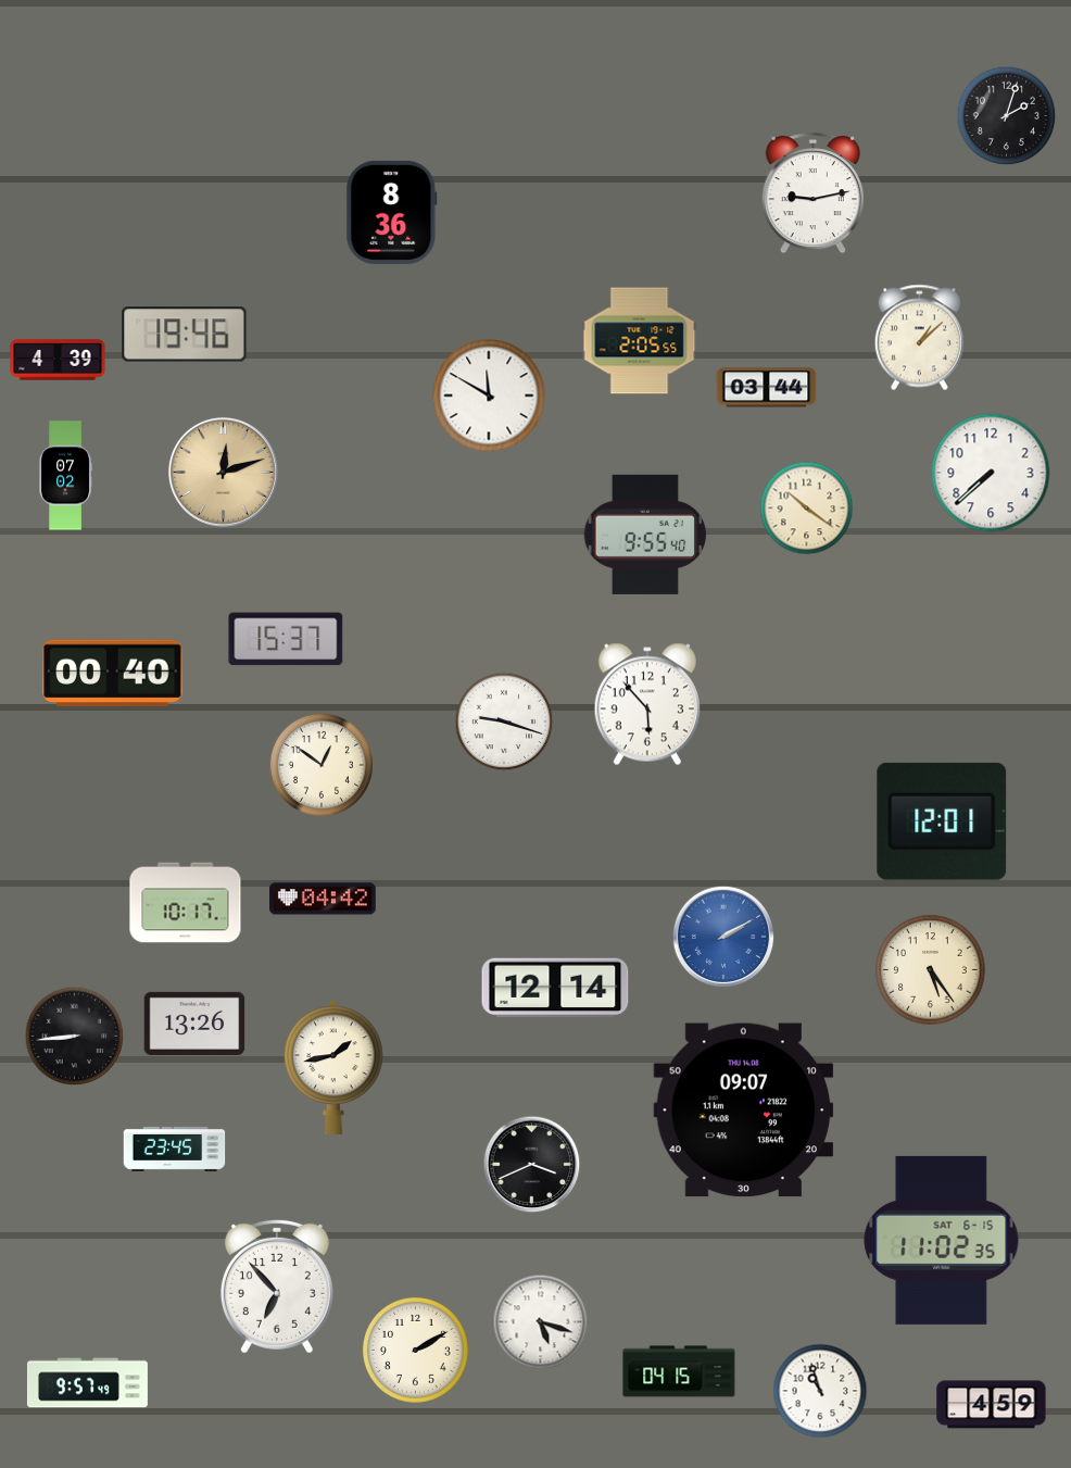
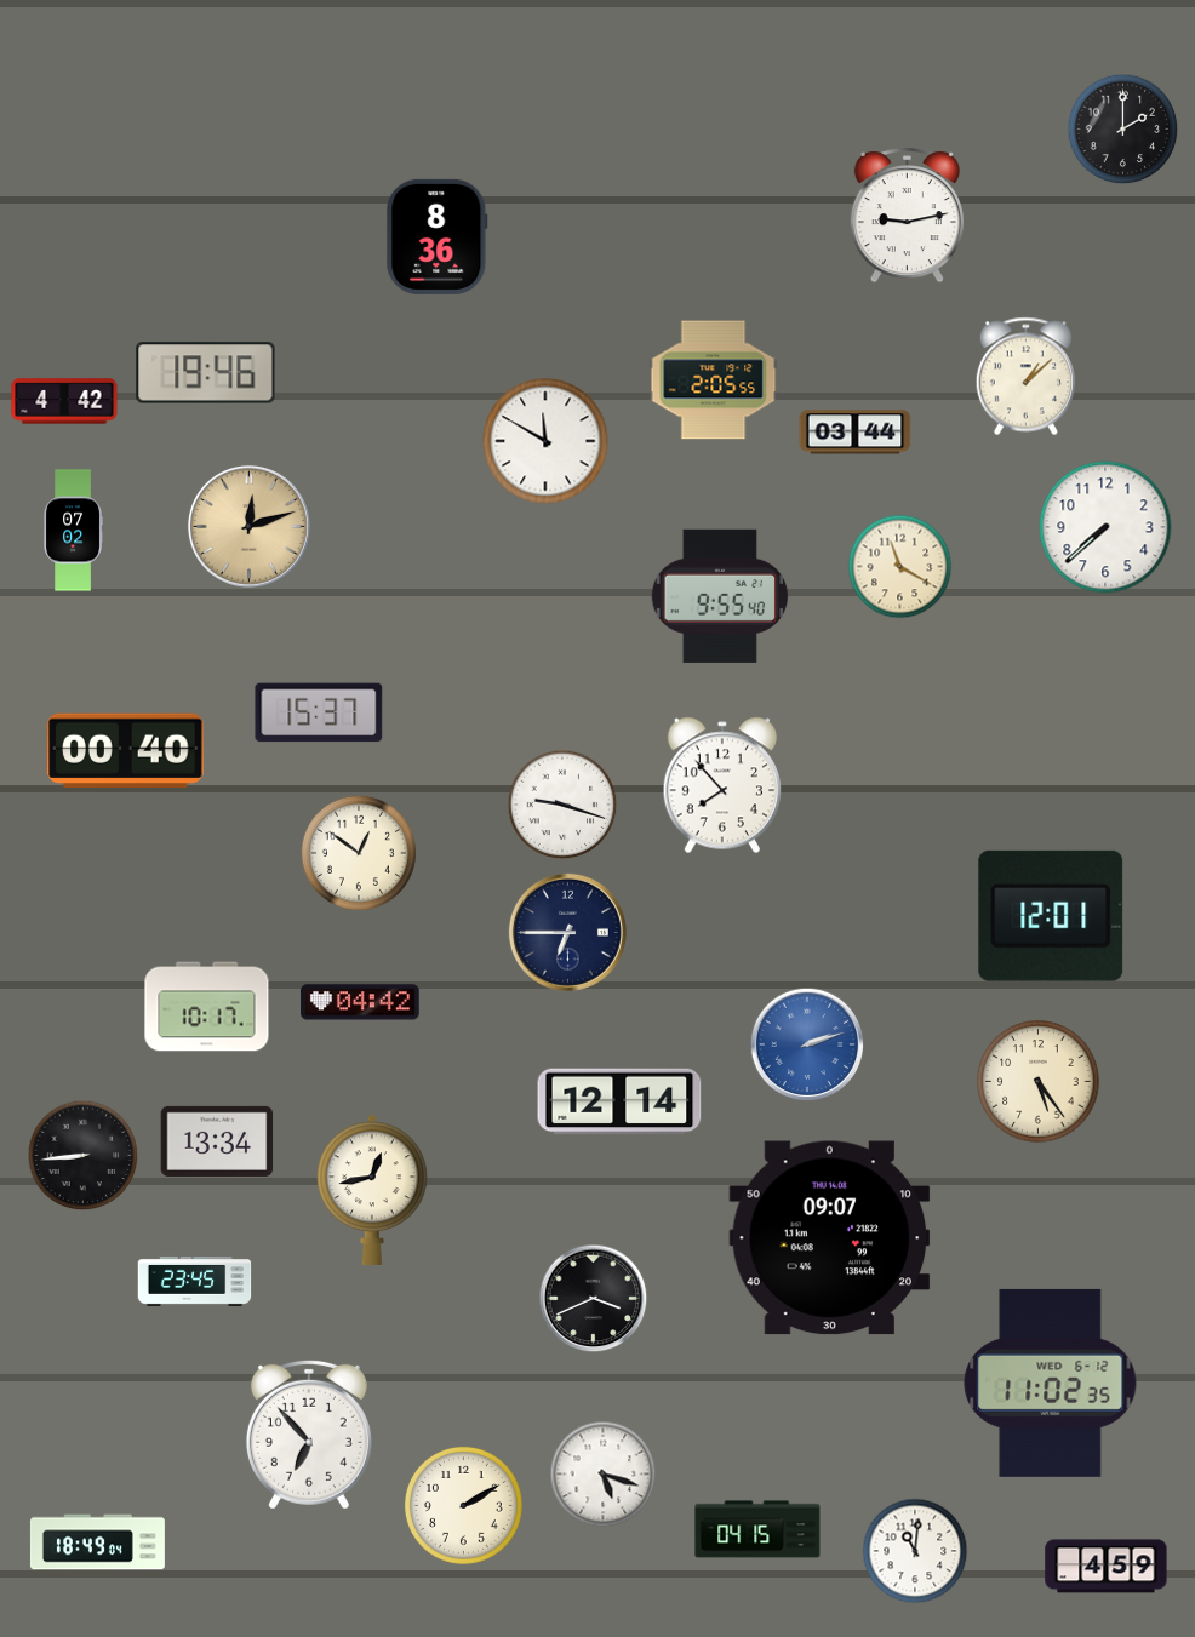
clock at (1007, 116): 2:03 -> 2:00
clock at (58, 360): 4:39 -> 4:42
clock at (807, 509): 10:21 -> 11:20
clock at (646, 704): 5:53 -> 7:53
clock at (567, 932): none -> 6:45
clock at (723, 937): 2:10 -> 2:12
clock at (194, 1024): 13:26 -> 13:34
clock at (333, 1067): 1:43 -> 12:43
clock at (942, 1240) date: SAT 6-15 -> WED 6-12
clock at (87, 1383): 9:57 -> 18:49
clock at (820, 1391): 10:57 -> 11:01
